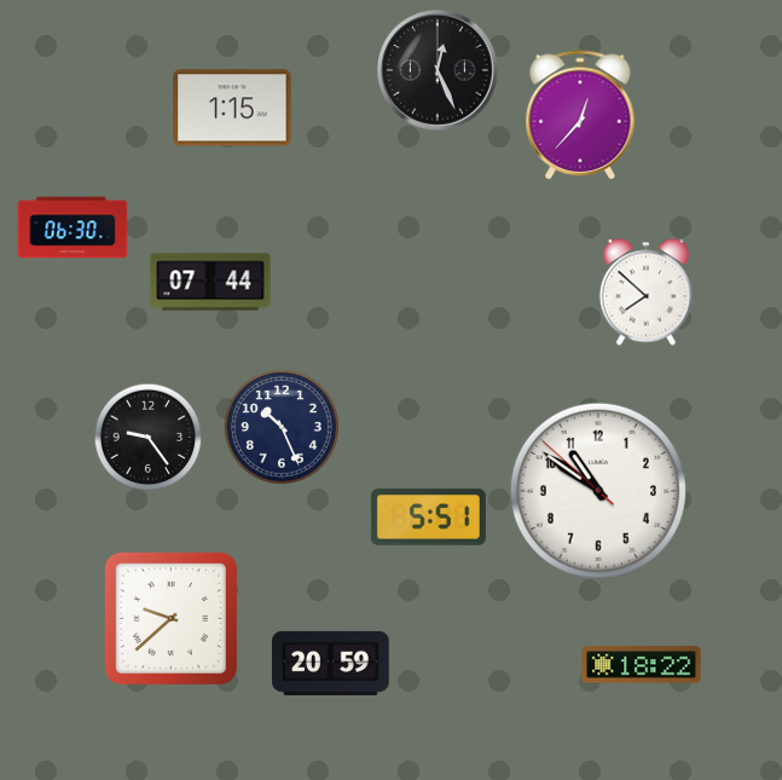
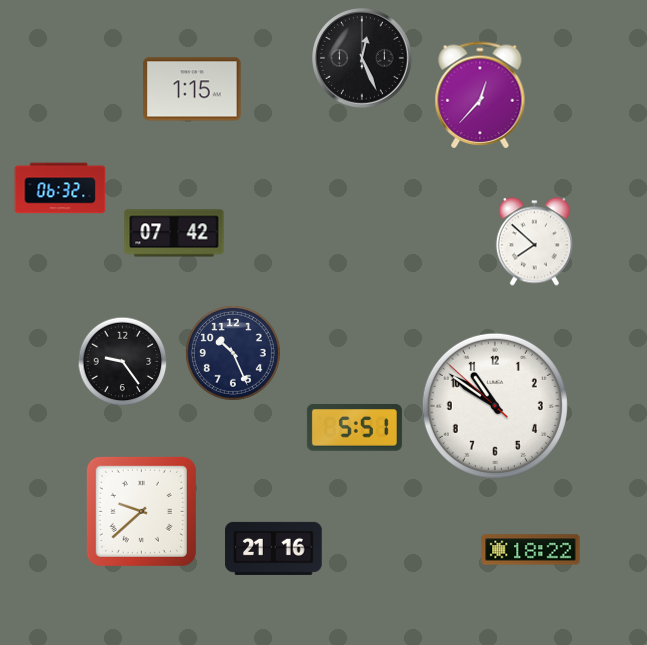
clock at (73, 227): 06:30 -> 06:32
clock at (210, 282): 07:44 -> 07:42
clock at (331, 663): 20:59 -> 21:16
